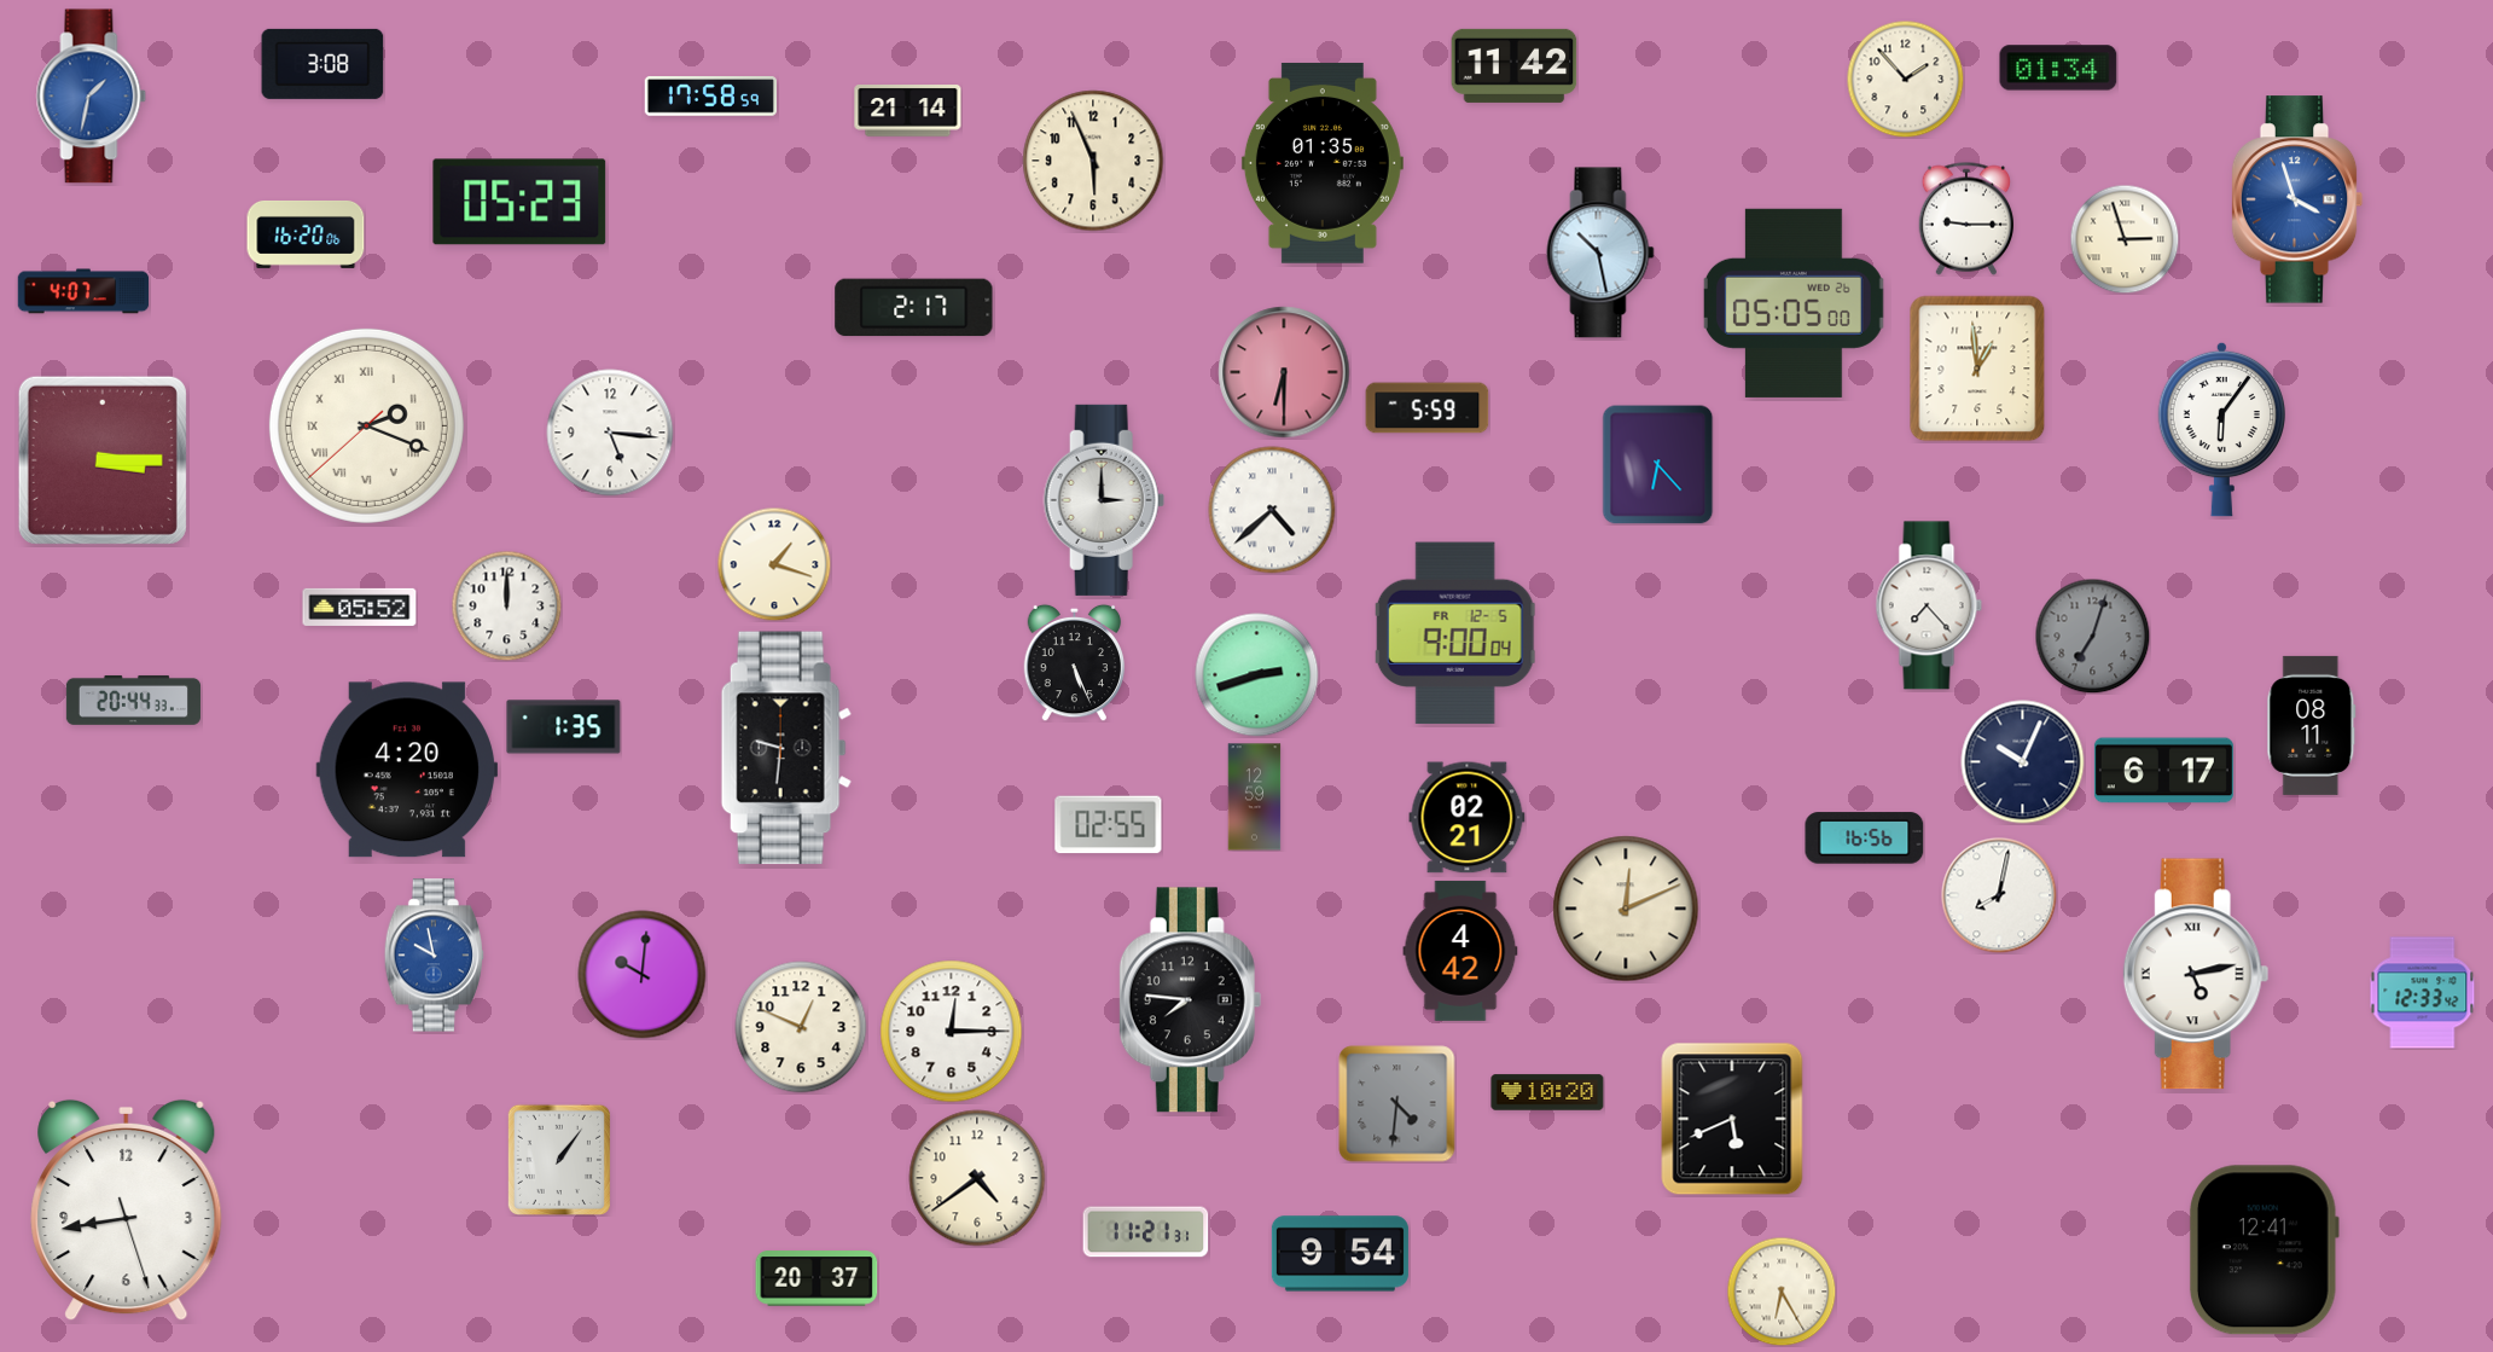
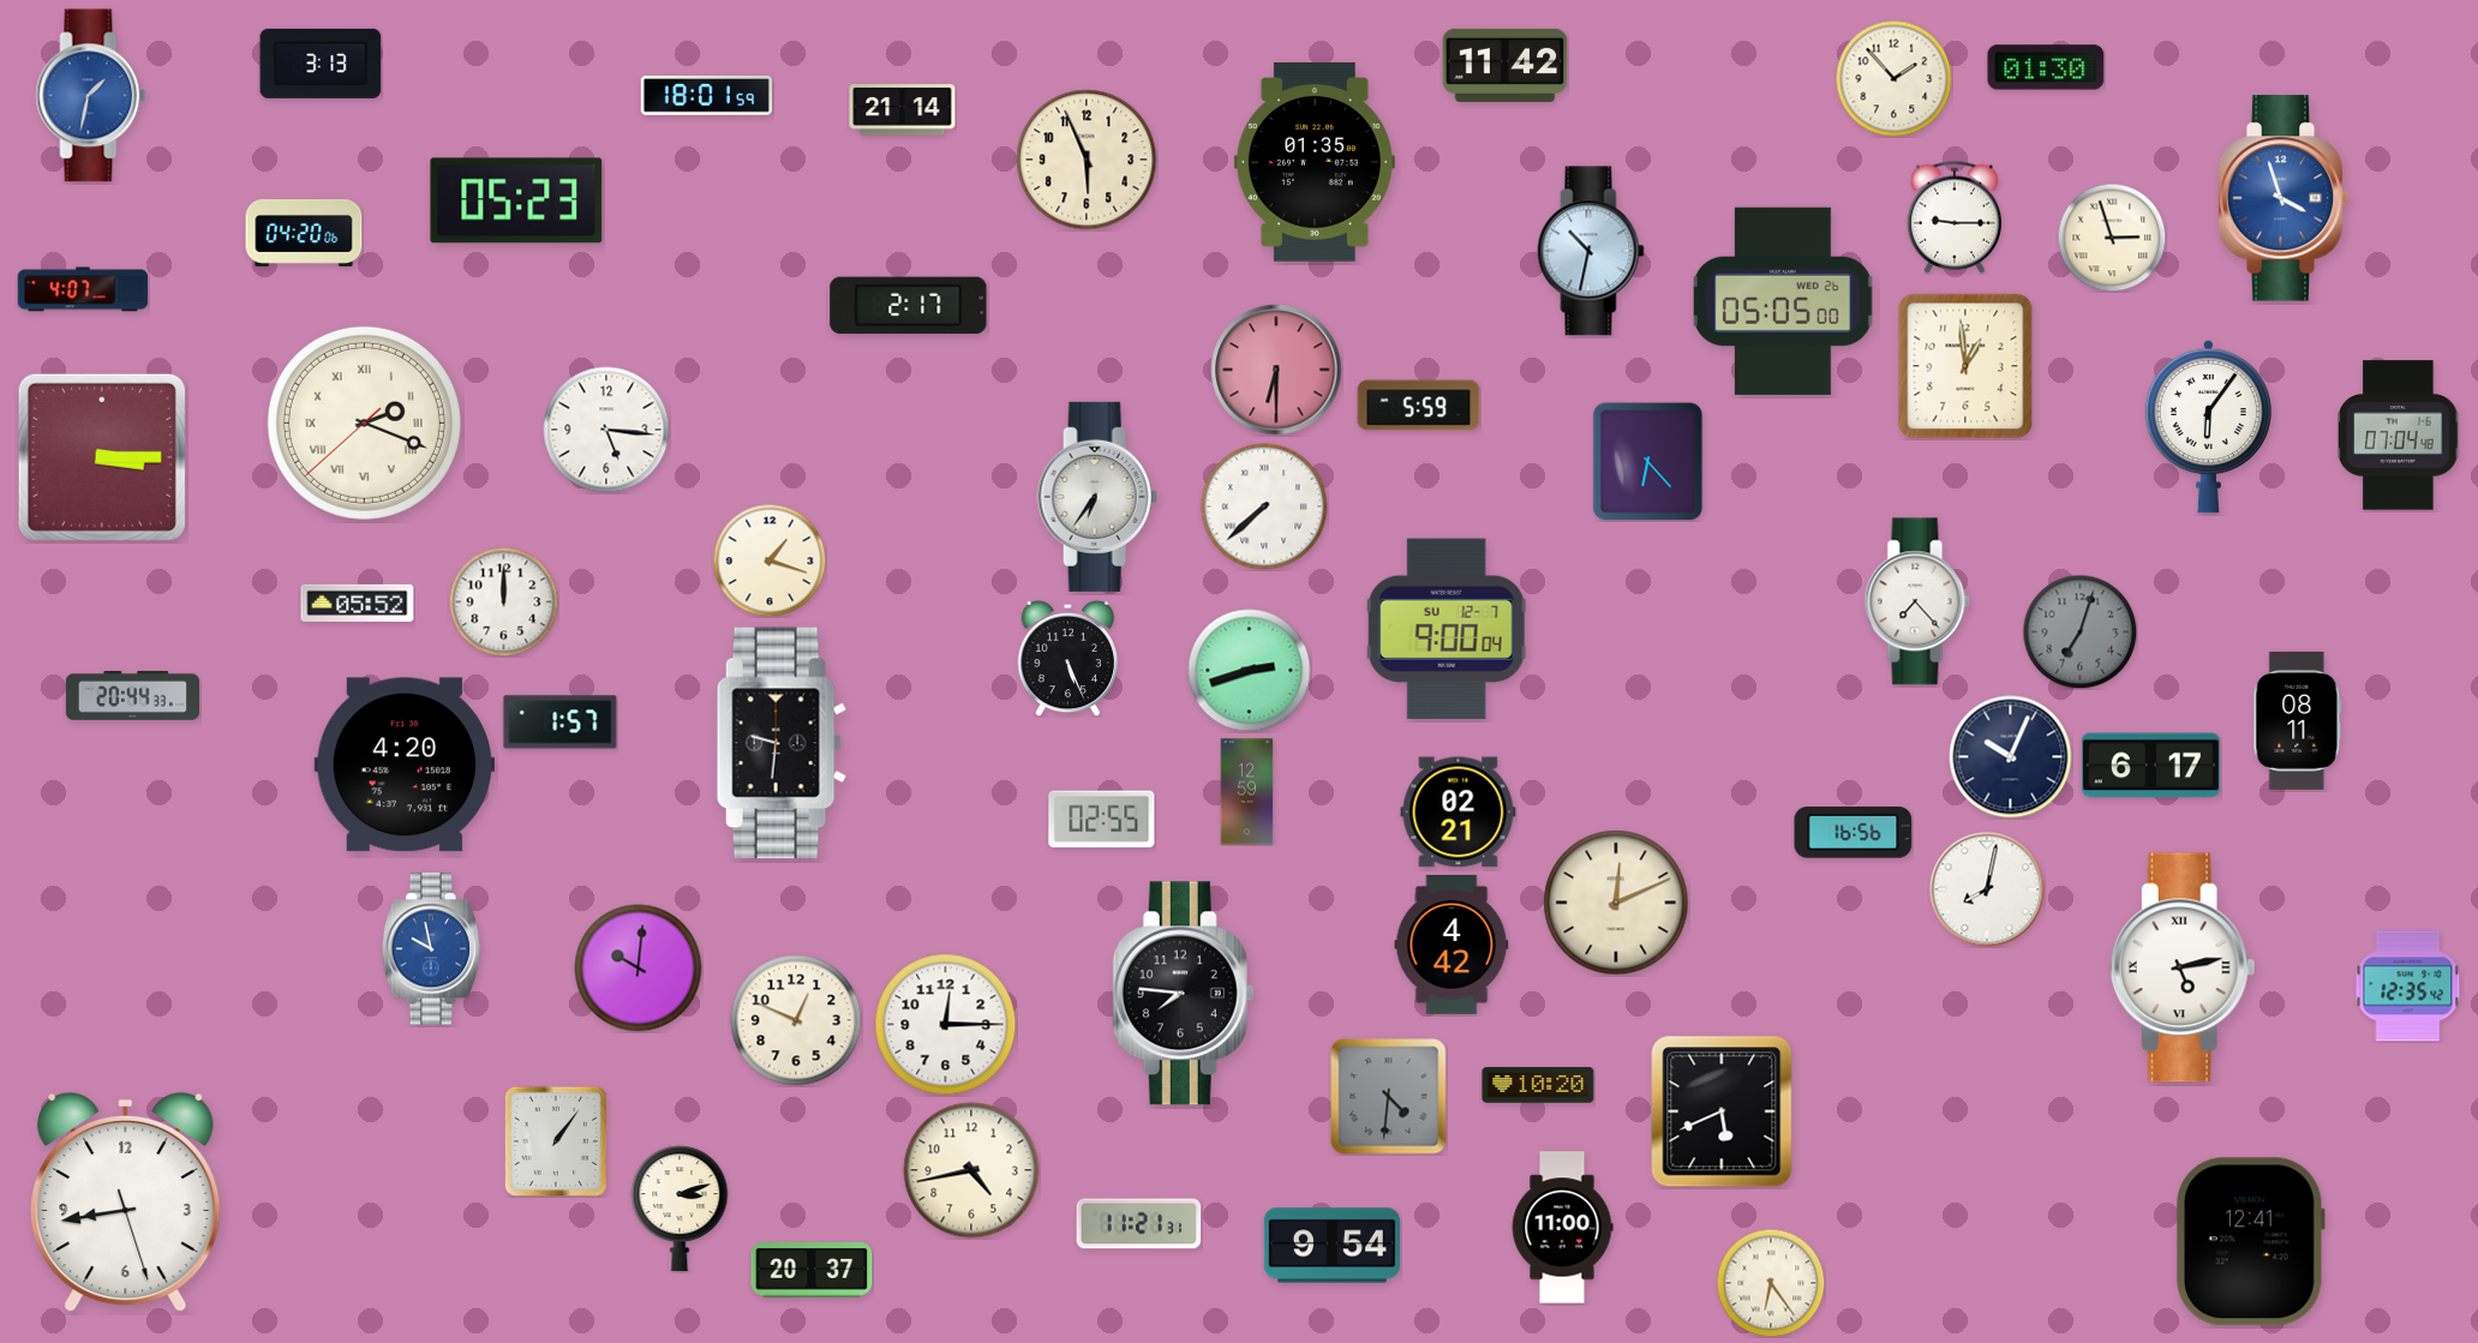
clock at (322, 64): 3:08 -> 3:13
clock at (2058, 68): 01:34 -> 01:30
clock at (710, 97): 17:58 -> 18:01
clock at (306, 234): 16:20 -> 04:20
clock at (1600, 253): 10:28 -> 10:32
clock at (2399, 436): none -> 07:04
clock at (1104, 500): 3:00 -> 6:36
clock at (1272, 510): 4:38 -> 7:38
clock at (1455, 633) date: FR 12-5 -> SU 12-7
clock at (564, 727): 1:35 -> 1:57
clock at (2423, 993): 12:33 -> 12:35
clock at (559, 1160) position: (559, 1160) -> (556, 1141)
clock at (977, 1178): 4:39 -> 4:43
clock at (680, 1209): none -> 3:12
clock at (1562, 1228): none -> 11:00
clock at (1782, 1292): 6:25 -> 6:24
